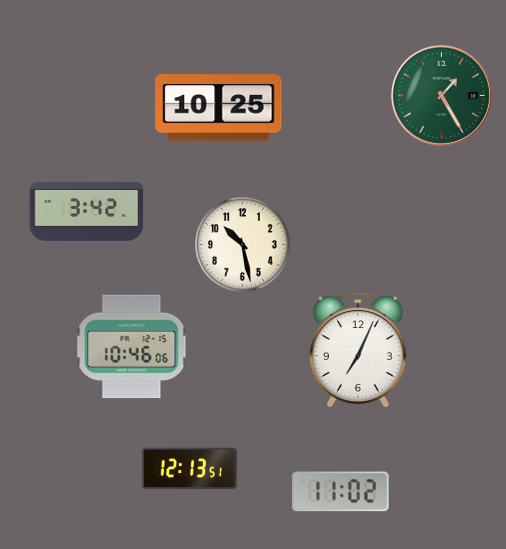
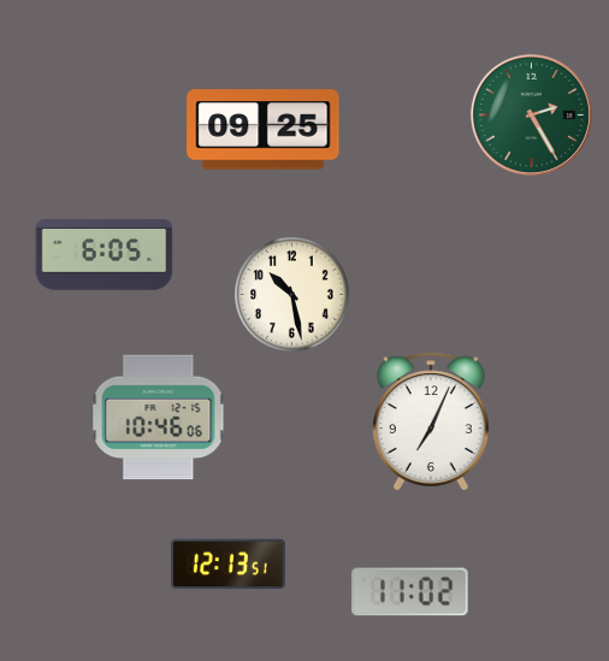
clock at (441, 95): 1:25 -> 2:25
clock at (219, 108): 10:25 -> 09:25
clock at (87, 212): 3:42 -> 6:05
